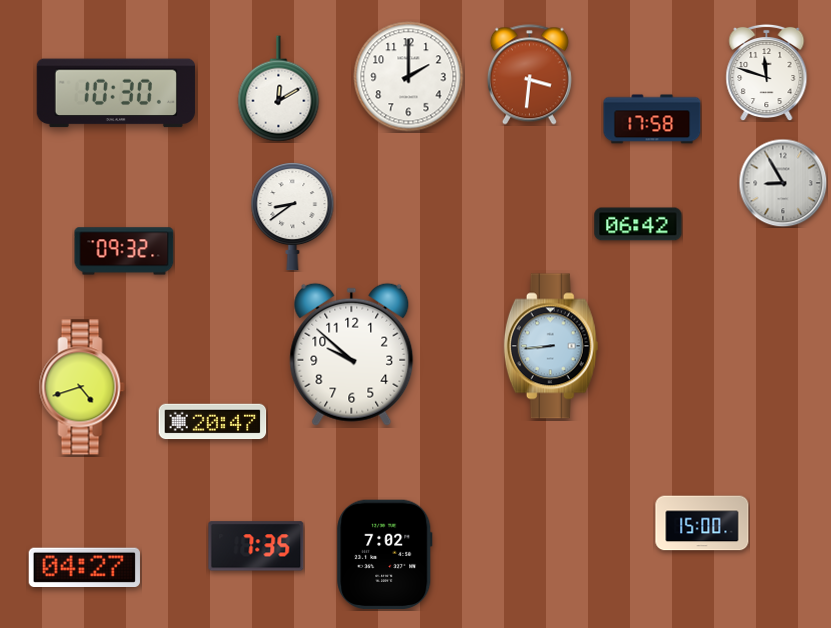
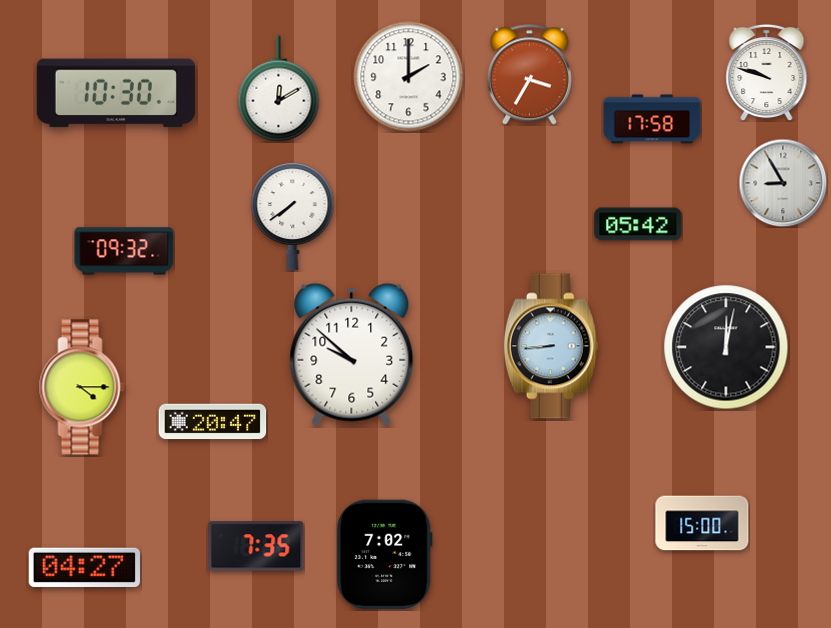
clock at (767, 72): 11:48 -> 9:48
clock at (529, 75): 3:31 -> 3:35
clock at (293, 217): 8:39 -> 7:39
clock at (638, 224): 06:42 -> 05:42
clock at (726, 347): none -> 12:02
clock at (82, 387): 4:42 -> 4:15
